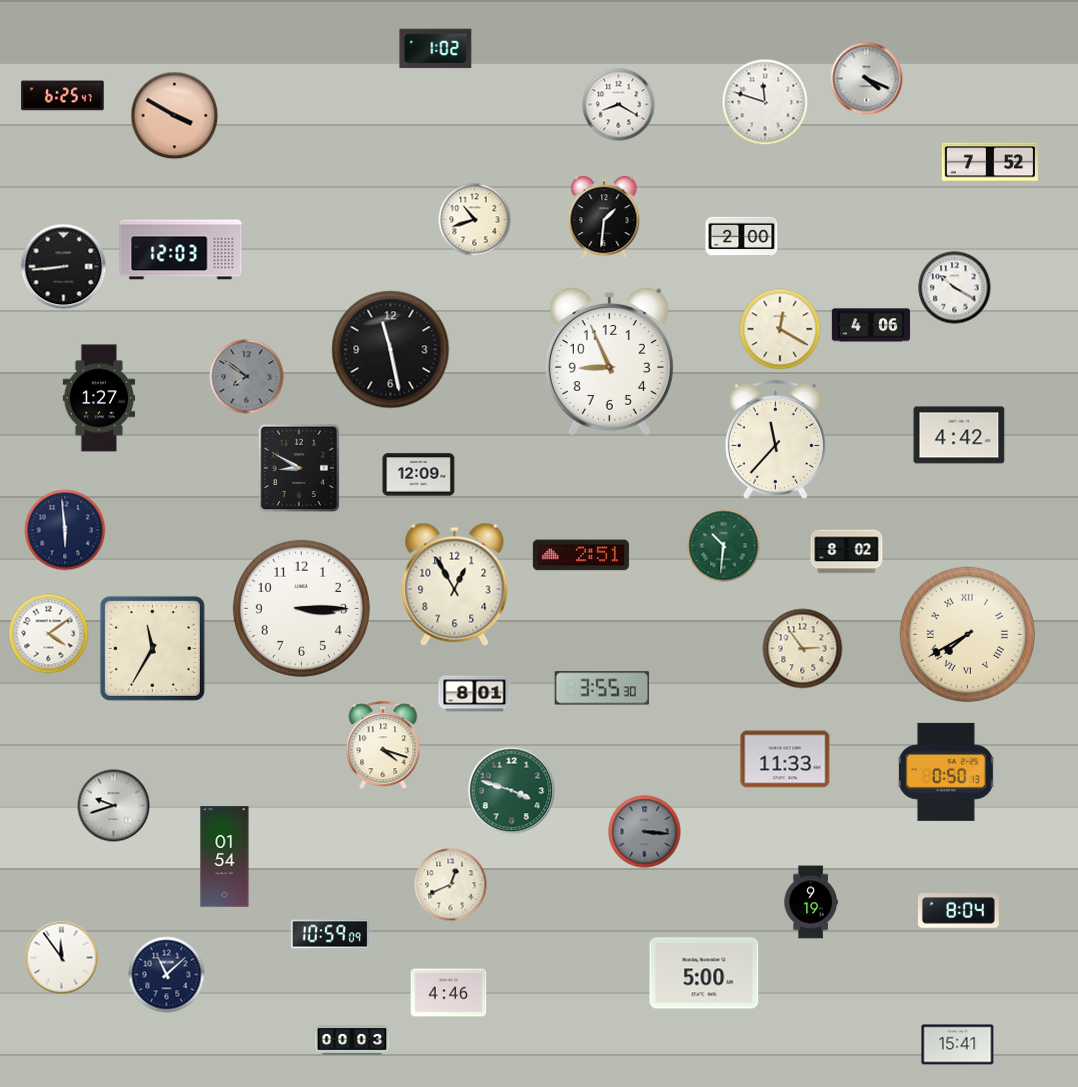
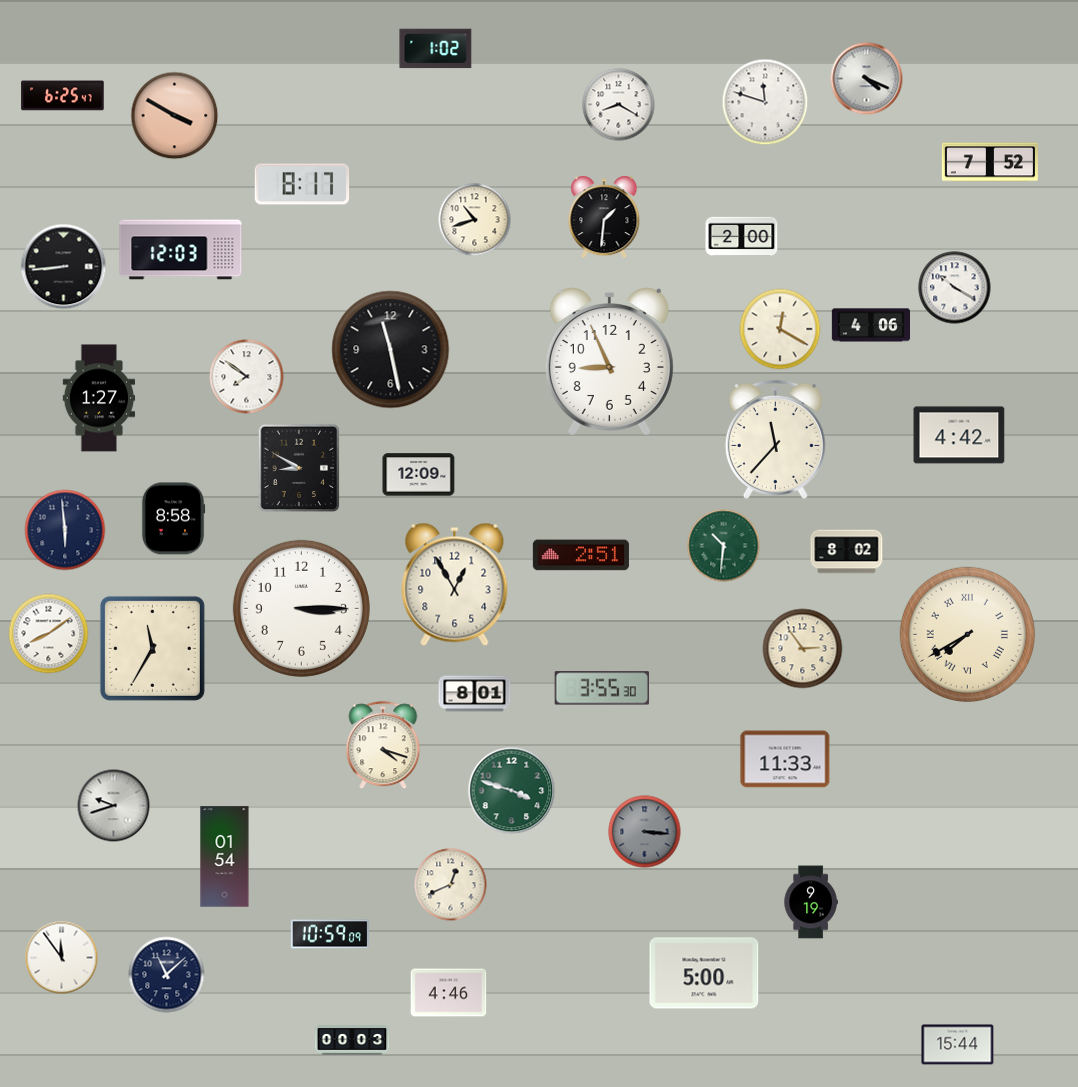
clock at (302, 184): none -> 8:17
clock at (247, 377) dial: grey -> white
clock at (173, 519): none -> 8:58
clock at (49, 634): 4:09 -> 8:09
clock at (946, 772): 0:50 -> none
clock at (958, 911): 8:04 -> none
clock at (958, 1045): 15:41 -> 15:44
